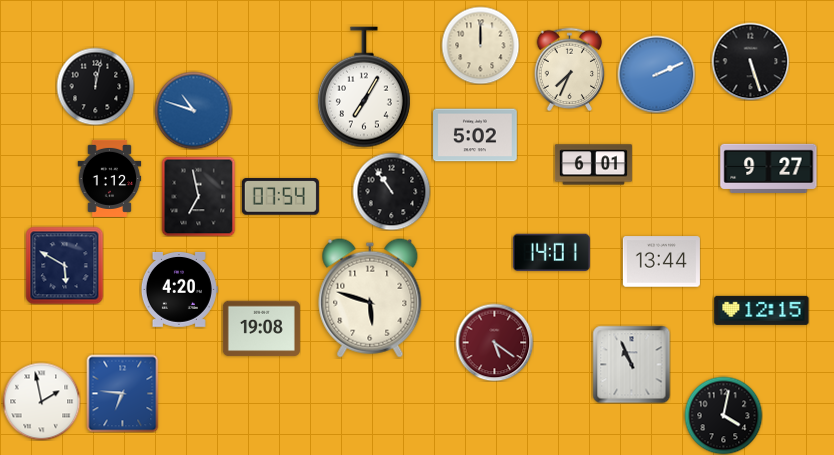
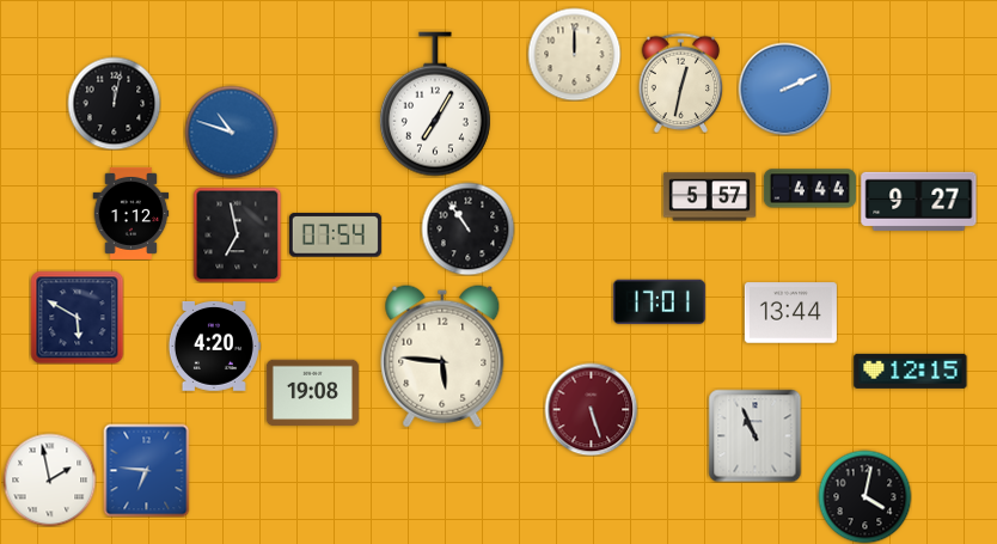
clock at (750, 61): 5:27 -> none
clock at (570, 69): 7:34 -> 12:32
clock at (475, 135): 5:02 -> none
clock at (809, 189): none -> 4:44
clock at (593, 165): 6:01 -> 5:57
clock at (551, 253): 14:01 -> 17:01
clock at (370, 298): 5:48 -> 5:46
clock at (494, 342): 5:21 -> 5:27
